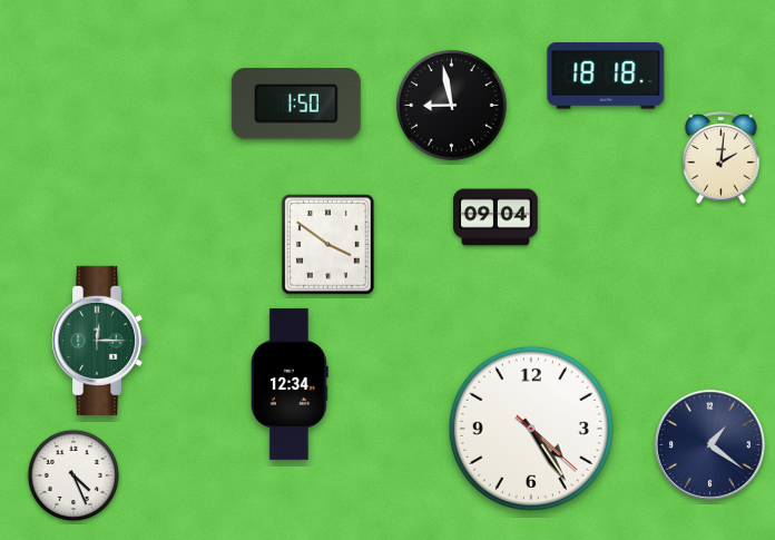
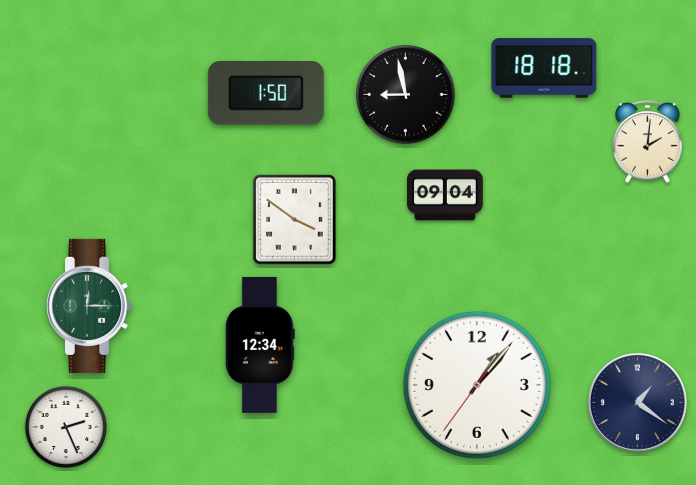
clock at (531, 429): 4:24 -> 1:06
clock at (709, 444) position: (709, 444) -> (637, 402)
clock at (73, 475): 4:26 -> 2:26
